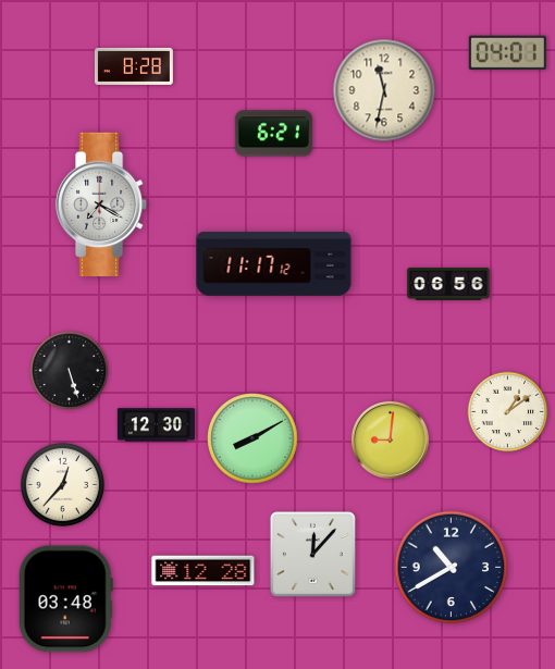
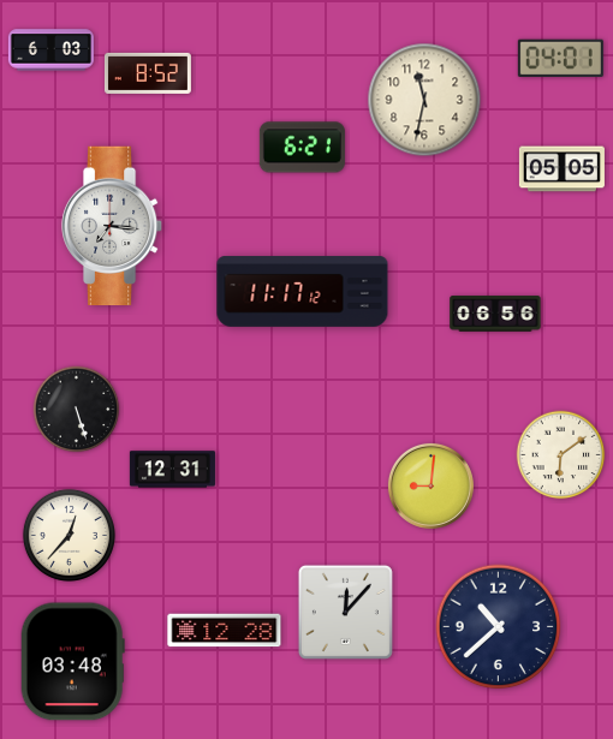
clock at (50, 50): none -> 6:03
clock at (134, 66): 8:28 -> 8:52
clock at (561, 169): none -> 05:05
clock at (101, 205): 7:20 -> 7:16
clock at (508, 412): 1:09 -> 6:09
clock at (156, 425): 12:30 -> 12:31
clock at (252, 438): 8:10 -> none
clock at (452, 568): 10:40 -> 10:38
